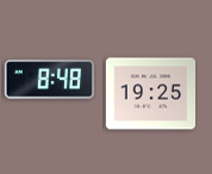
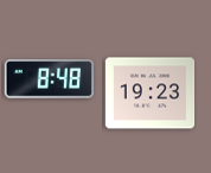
clock at (151, 94): 19:25 -> 19:23
